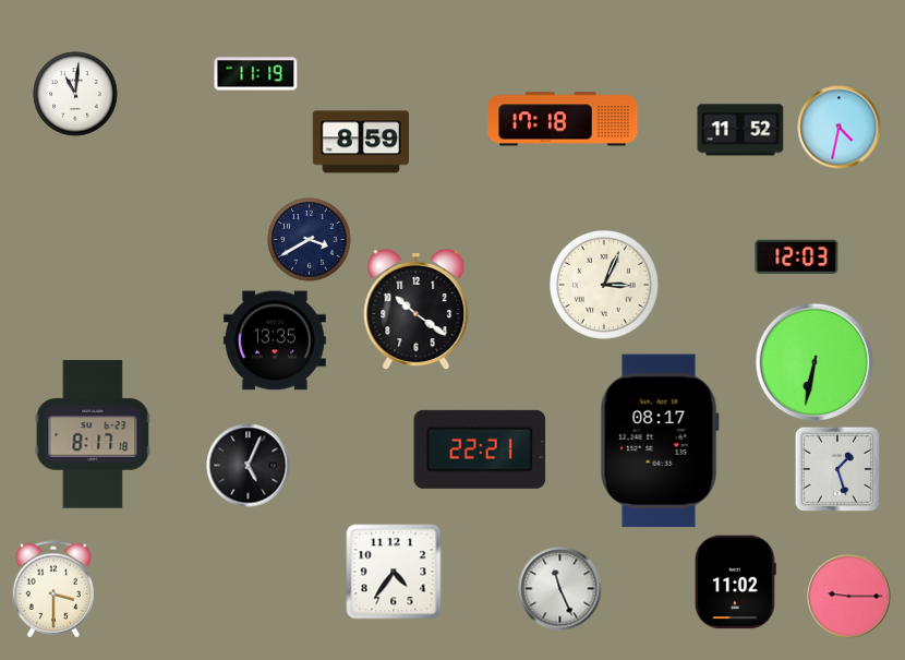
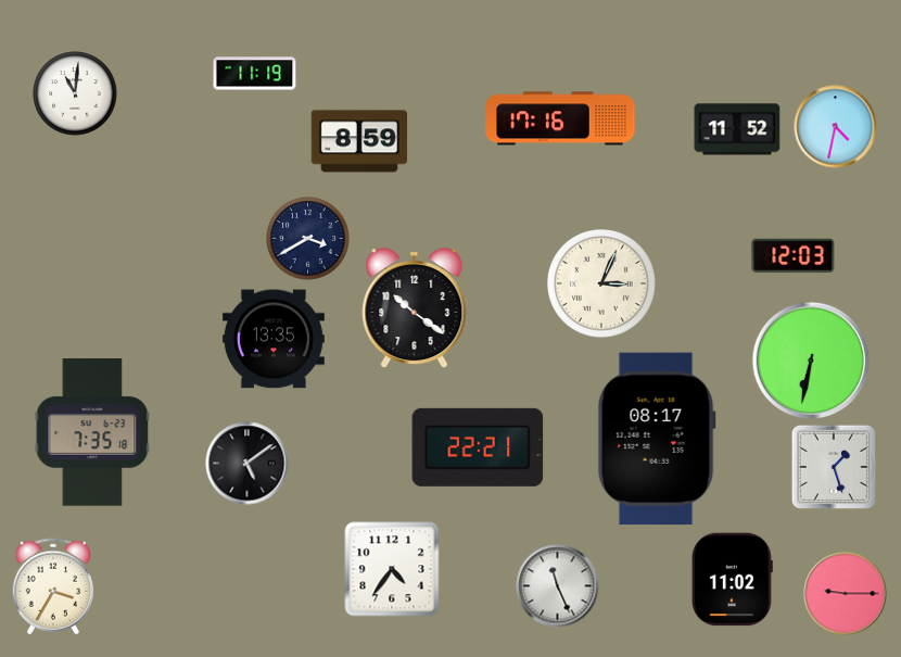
clock at (563, 119): 17:18 -> 17:16
clock at (93, 434): 8:17 -> 7:35
clock at (249, 466): 5:04 -> 5:09
clock at (53, 589): 3:30 -> 3:35
